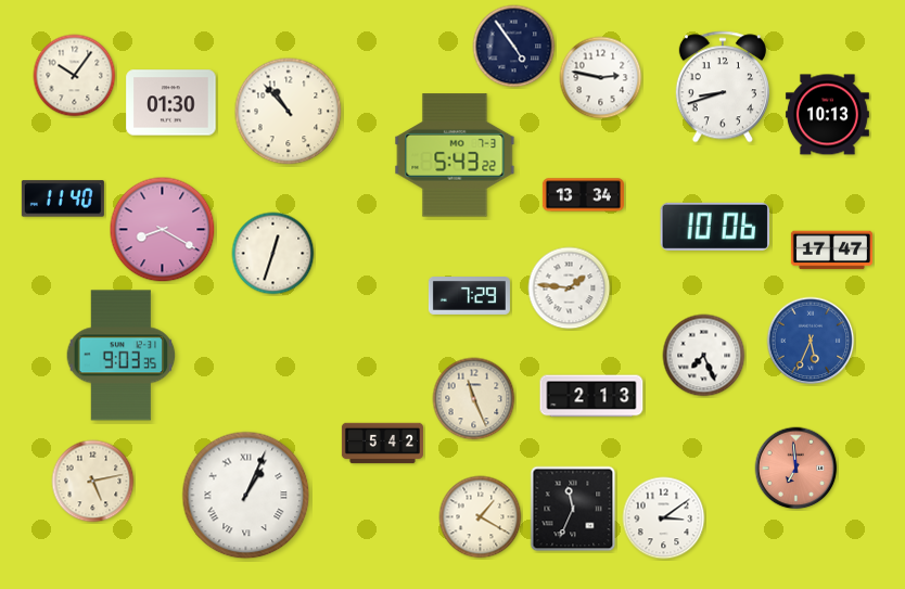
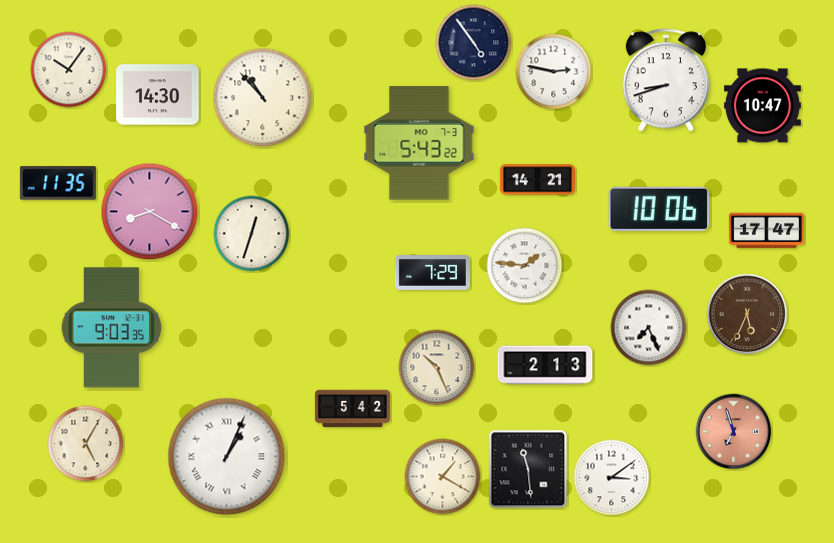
clock at (171, 103): 01:30 -> 14:30
clock at (289, 112) position: (289, 112) -> (263, 98)
clock at (827, 115): 10:13 -> 10:47
clock at (583, 195): 13:34 -> 14:21
clock at (63, 199): 11:40 -> 11:35
clock at (811, 341) dial: blue -> brown
clock at (474, 399): 11:26 -> 10:26
clock at (796, 469): 6:59 -> 6:57
clock at (93, 482): 5:13 -> 5:05
clock at (573, 509): 11:34 -> 11:29
